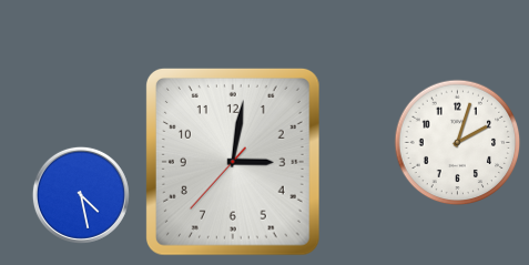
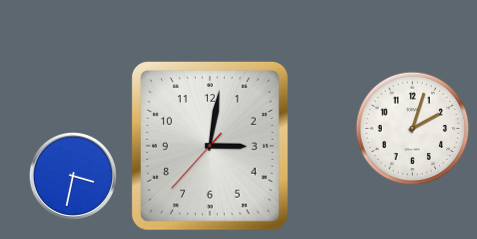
clock at (81, 195): 4:28 -> 3:32
